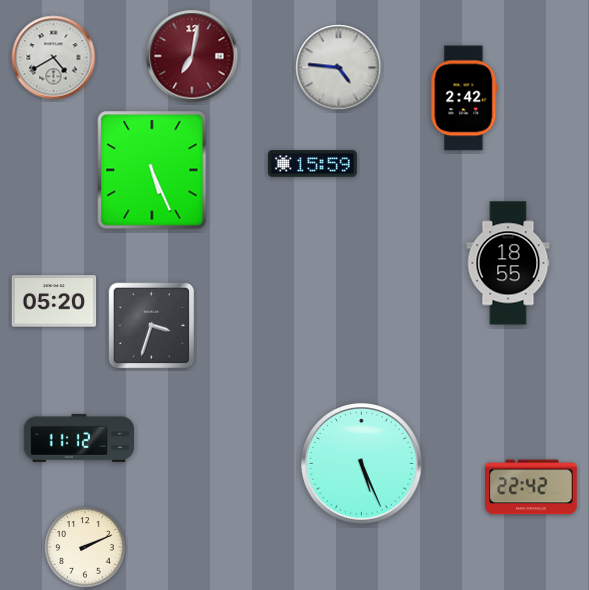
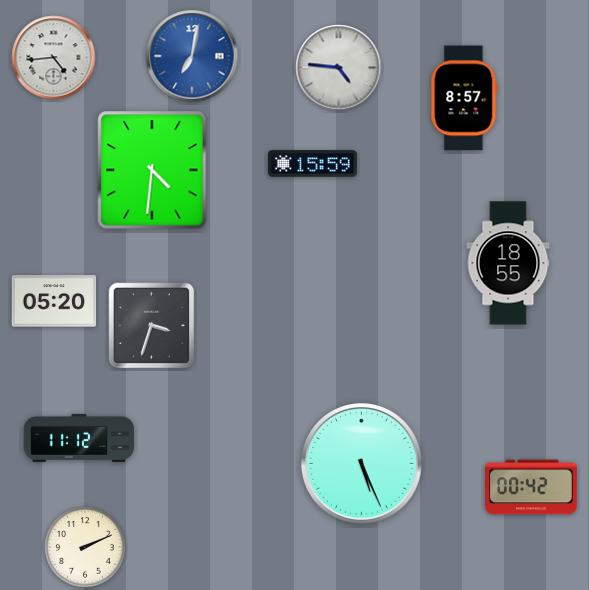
clock at (192, 56) dial: burgundy -> blue
clock at (54, 58): 4:40 -> 4:44
clock at (464, 98): 2:42 -> 8:57
clock at (152, 170): 5:26 -> 4:31
clock at (531, 487): 22:42 -> 00:42
